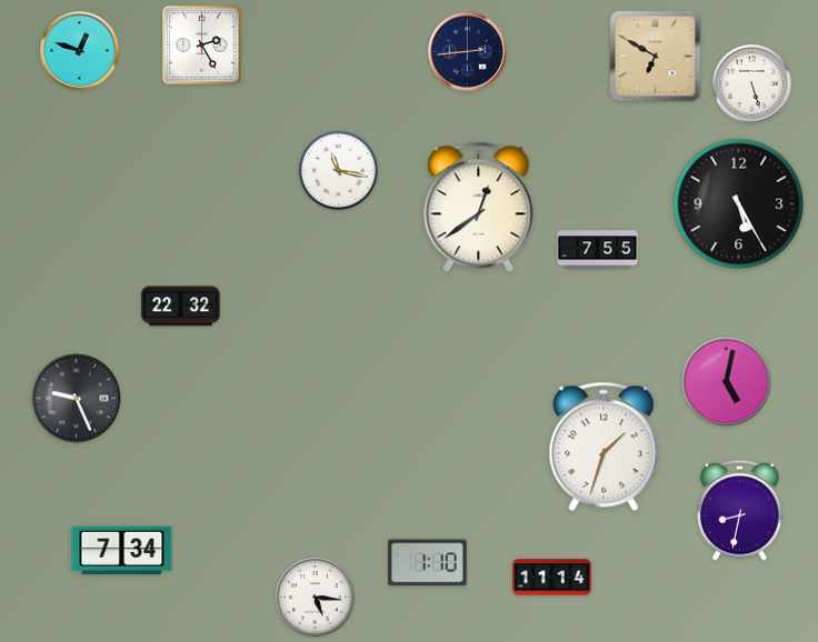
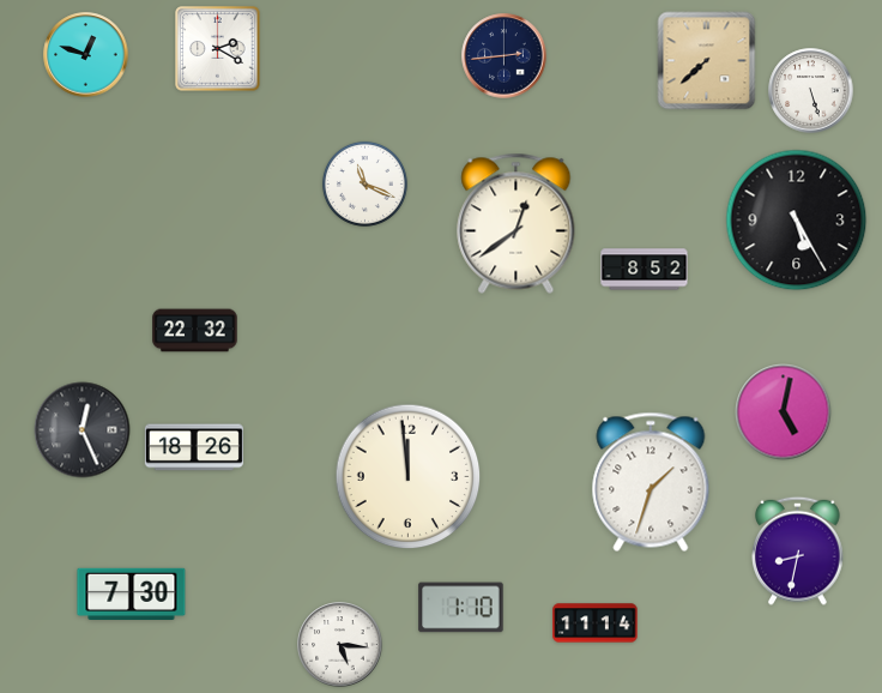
clock at (202, 46): 2:25 -> 2:20
clock at (656, 57): 6:50 -> 7:38
clock at (338, 170): 11:17 -> 11:19
clock at (598, 250): 7:55 -> 8:52
clock at (77, 399): 9:26 -> 12:26
clock at (194, 447): none -> 18:26
clock at (409, 477): none -> 11:59
clock at (122, 551): 7:34 -> 7:30
